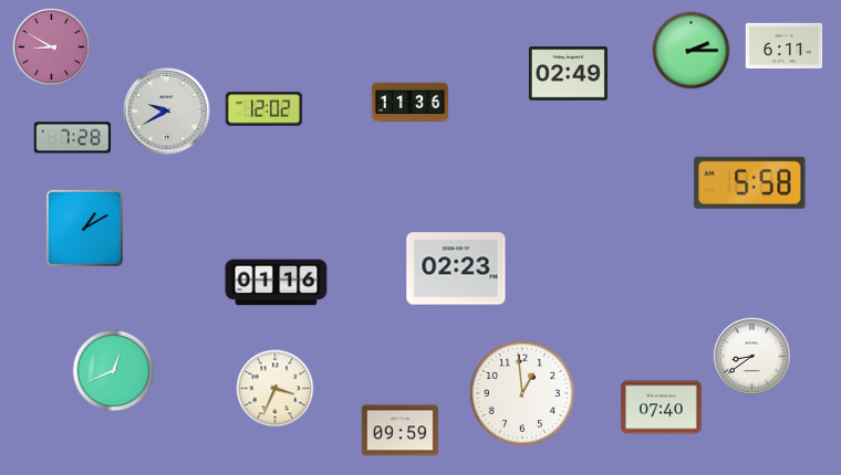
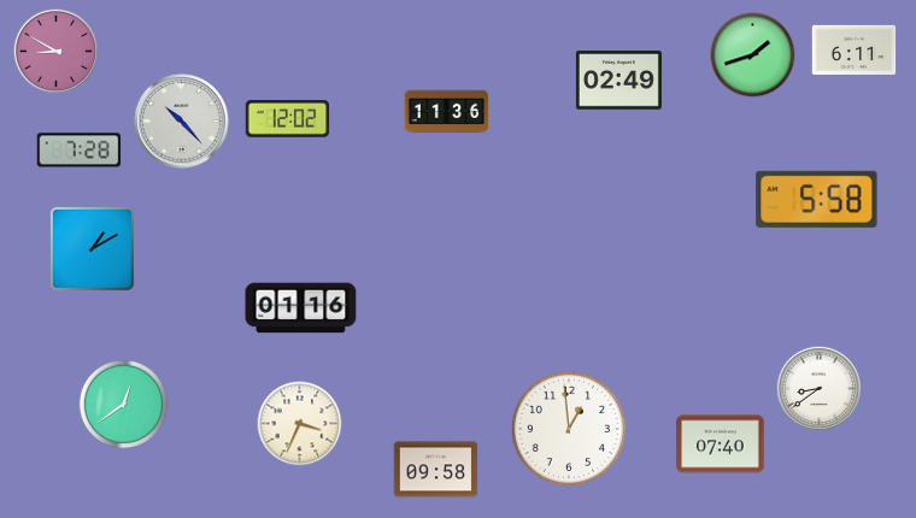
clock at (692, 51): 2:15 -> 1:42
clock at (167, 112): 9:40 -> 10:23
clock at (456, 268): 02:23 -> none
clock at (114, 371): 12:41 -> 12:39
clock at (401, 431): 09:59 -> 09:58
